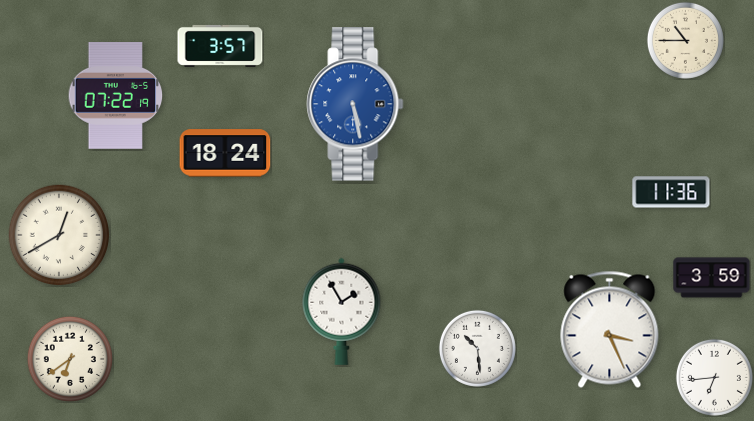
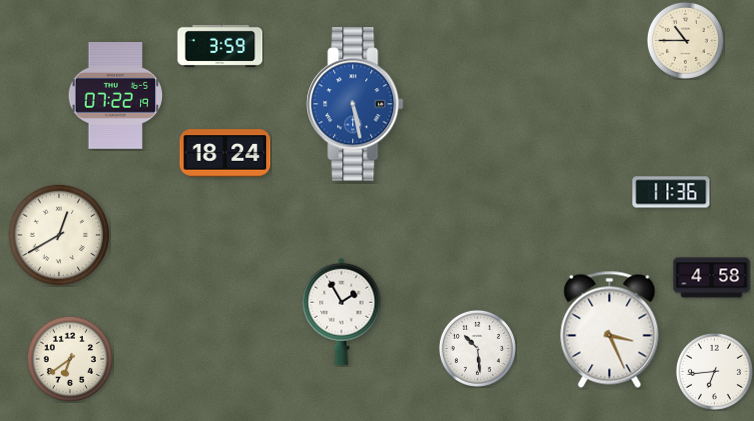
clock at (220, 46): 3:57 -> 3:59
clock at (712, 278): 3:59 -> 4:58
clock at (714, 377) position: (714, 377) -> (714, 371)
